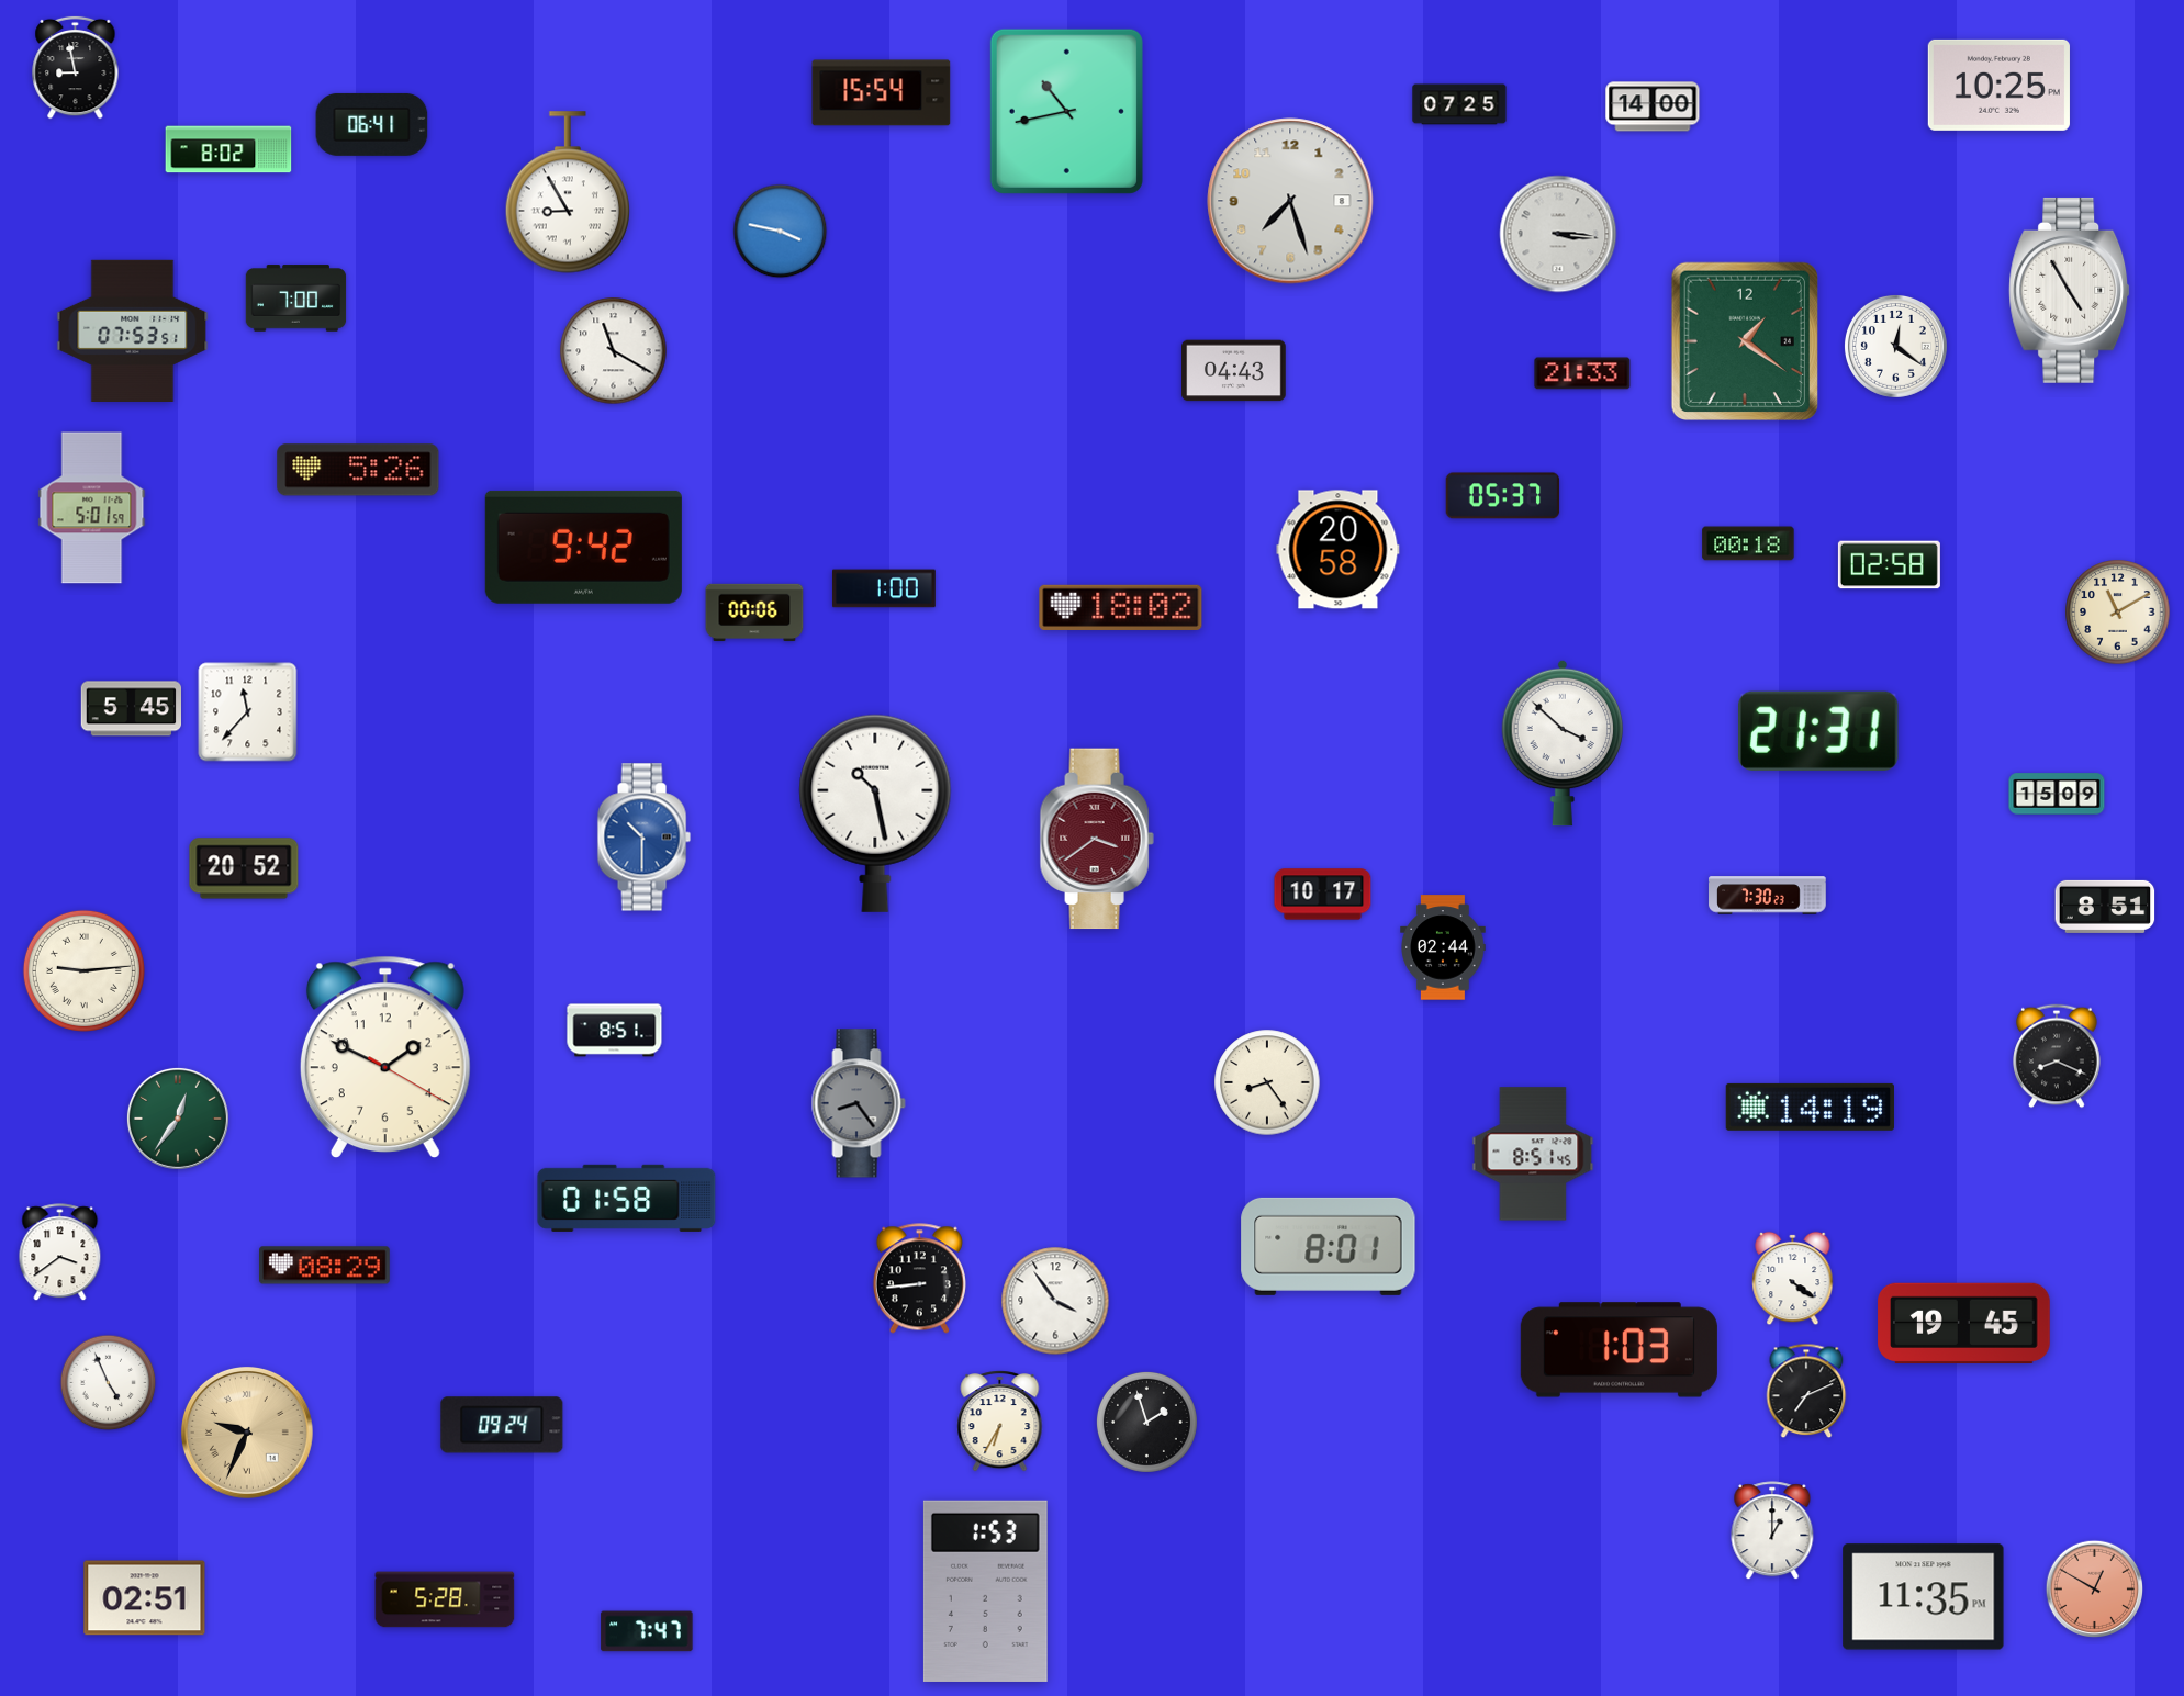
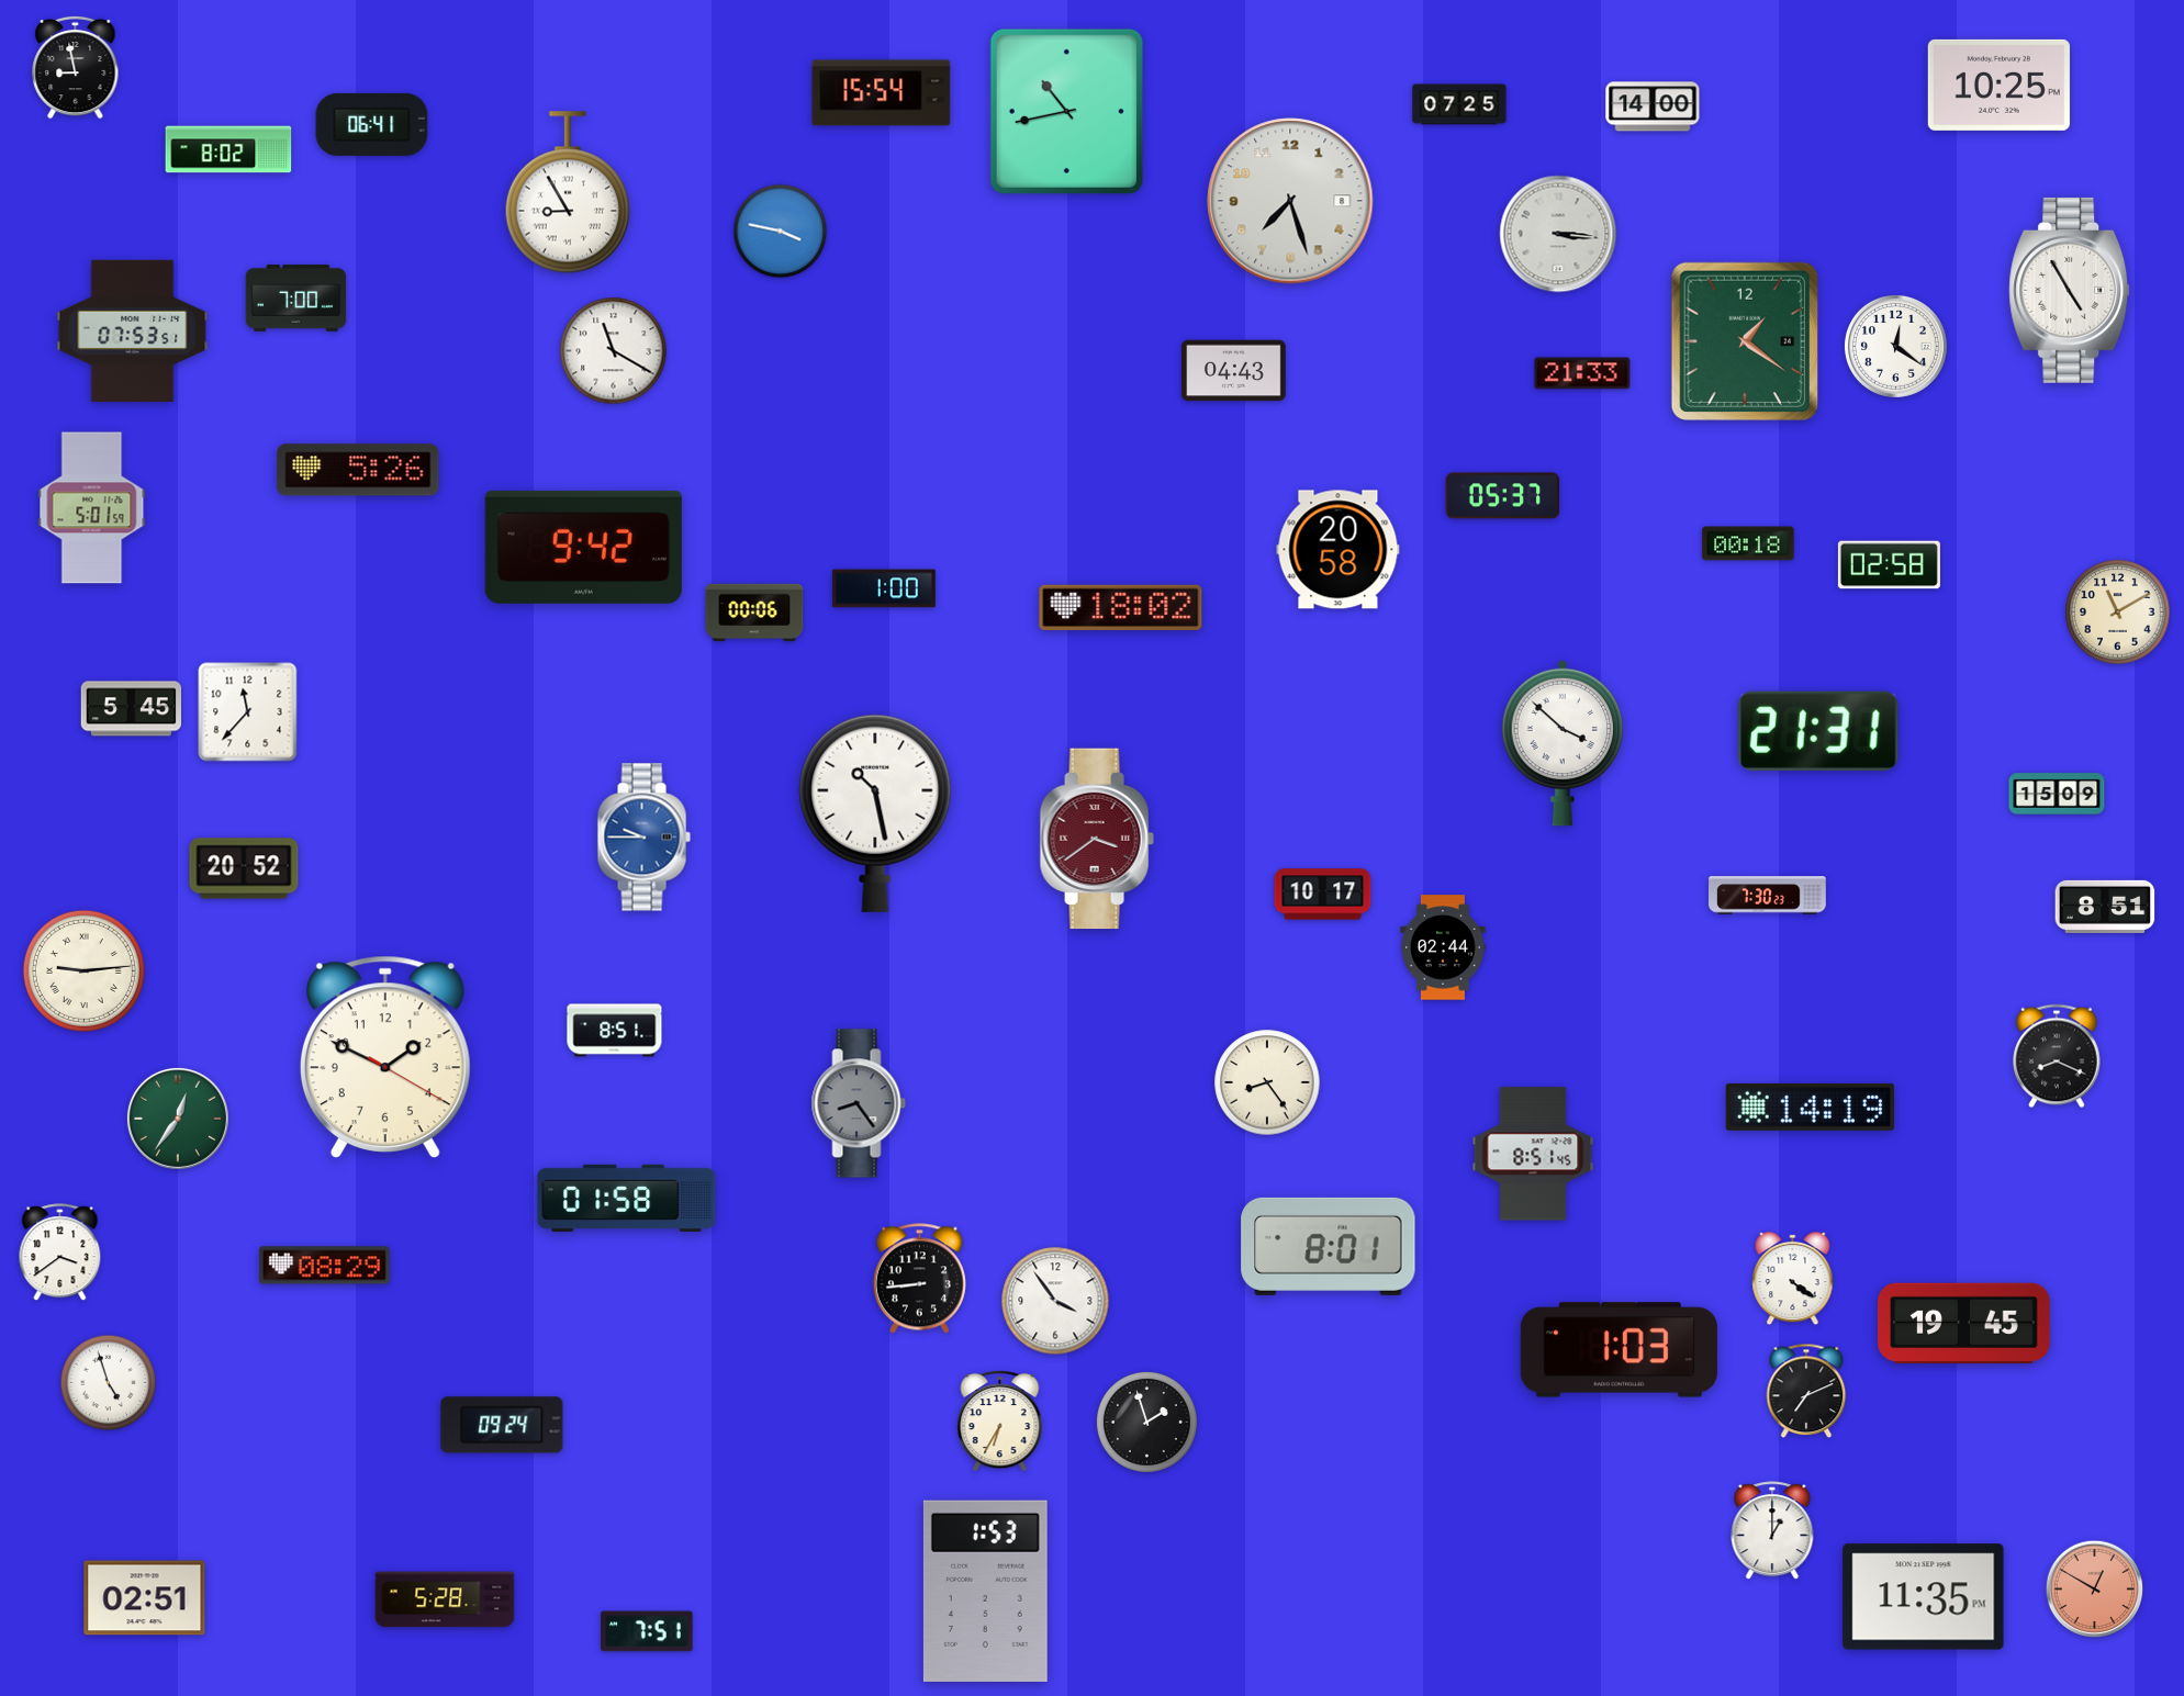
clock at (643, 838): 10:30 -> 9:45
clock at (109, 1383): 4:56 -> 4:57
clock at (247, 1433): 9:34 -> none
clock at (647, 1631): 7:47 -> 7:51
